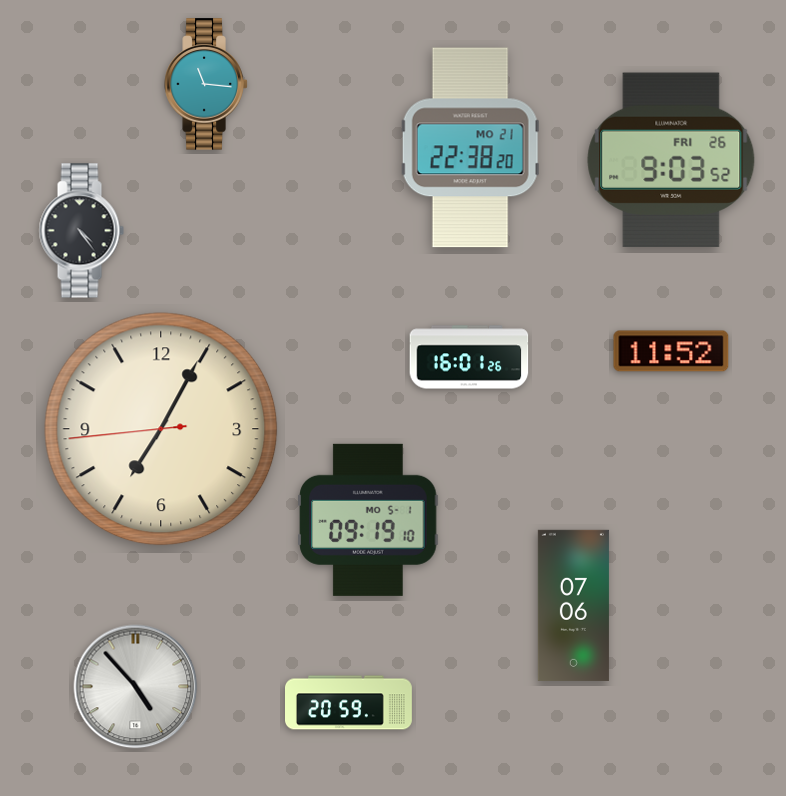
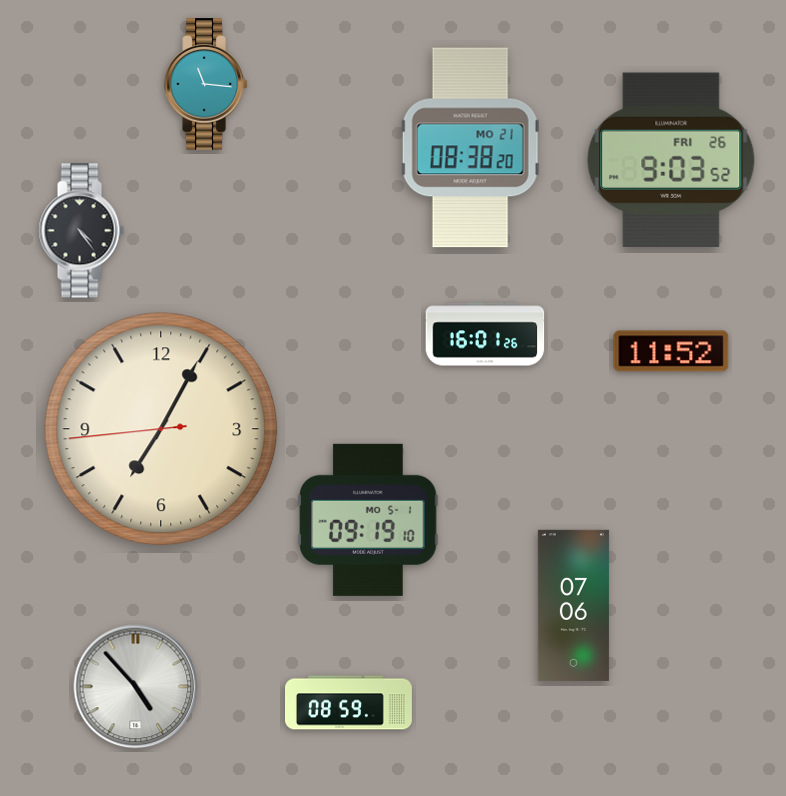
clock at (471, 148): 22:38 -> 08:38
clock at (469, 357) position: (469, 357) -> (485, 334)
clock at (349, 703): 20:59 -> 08:59
